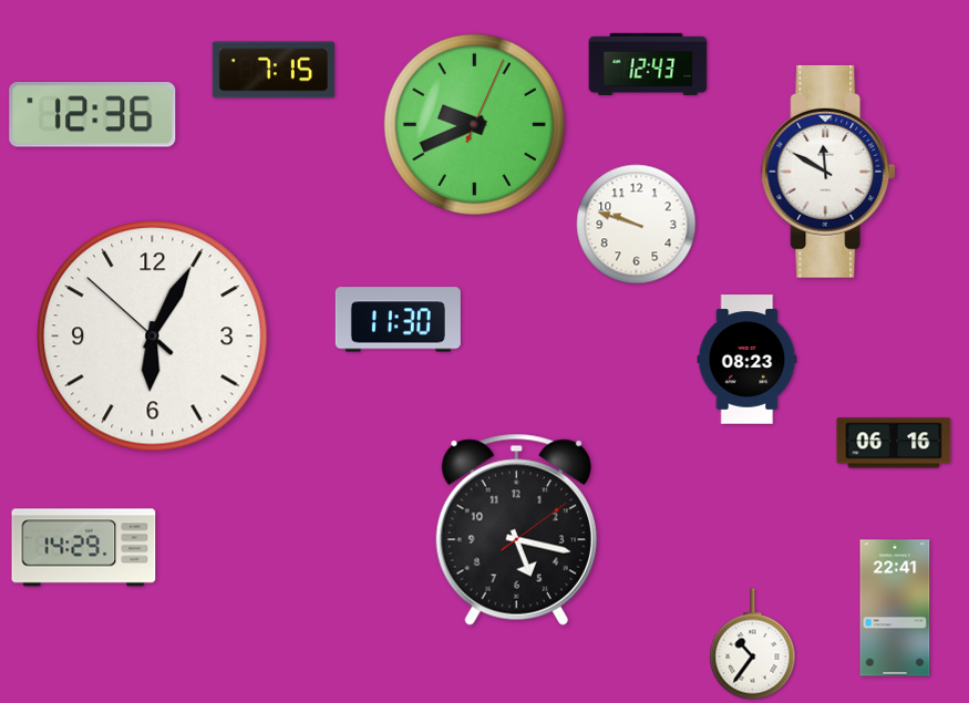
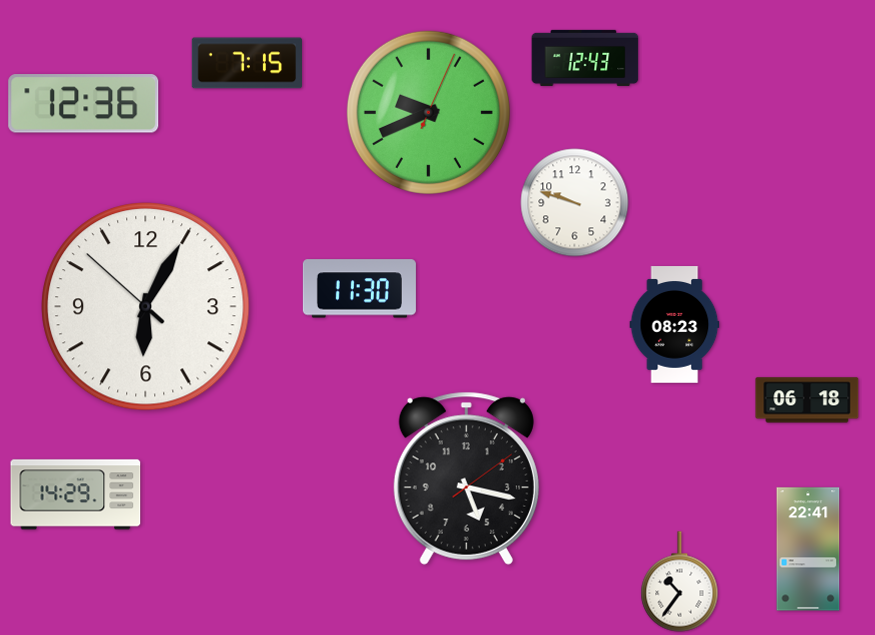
clock at (828, 172): 11:50 -> none
clock at (153, 337) position: (153, 337) -> (146, 307)
clock at (894, 443): 06:16 -> 06:18
